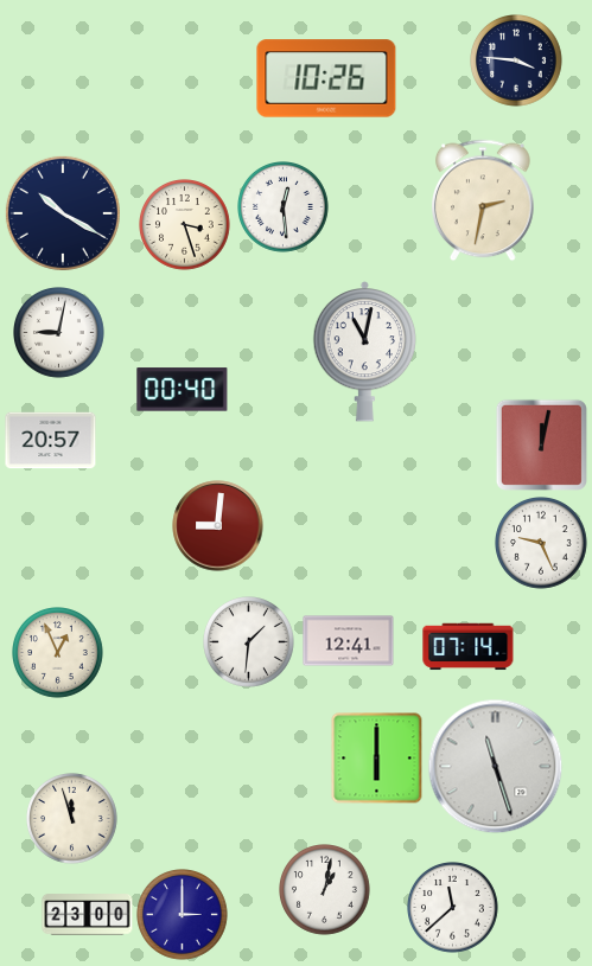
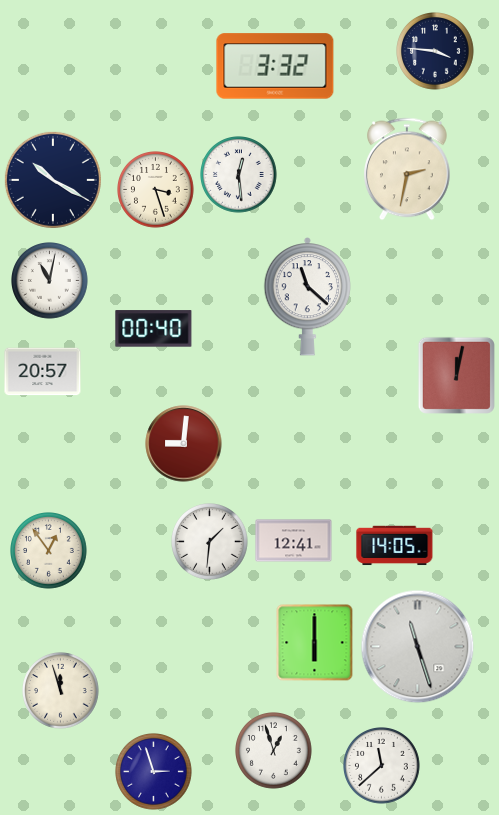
clock at (326, 78): 10:26 -> 3:32
clock at (59, 333): 9:02 -> 11:02
clock at (364, 352): 11:02 -> 11:22
clock at (542, 544): 9:26 -> none
clock at (469, 647): 07:14 -> 14:05
clock at (58, 653): 12:56 -> 12:54
clock at (377, 759) position: (377, 759) -> (315, 643)
clock at (325, 890): 1:02 -> 12:57
clock at (88, 915): 23:00 -> none
clock at (183, 915): 3:00 -> 2:57
